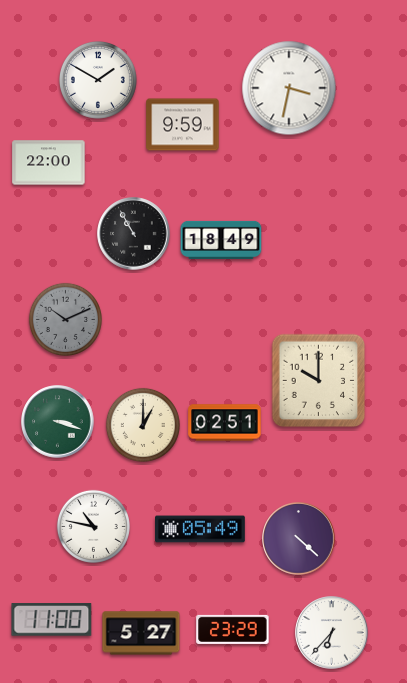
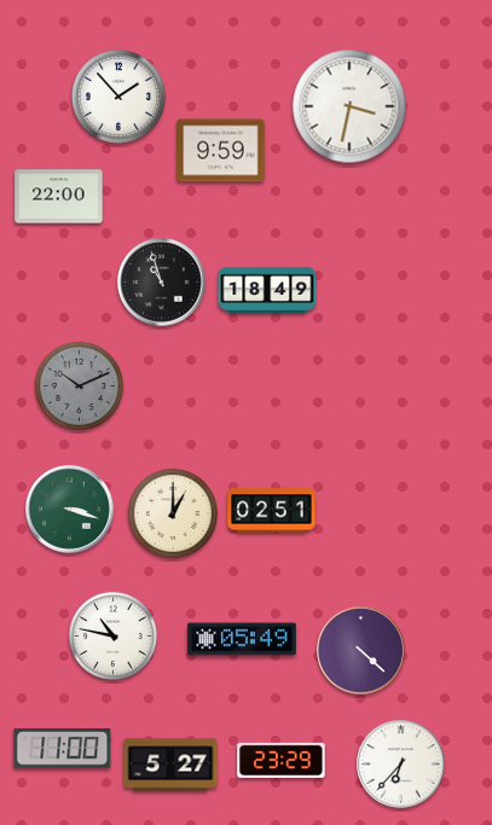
clock at (98, 80): 1:50 -> 1:53
clock at (134, 234): 10:55 -> 10:57
clock at (319, 381): 10:00 -> none
